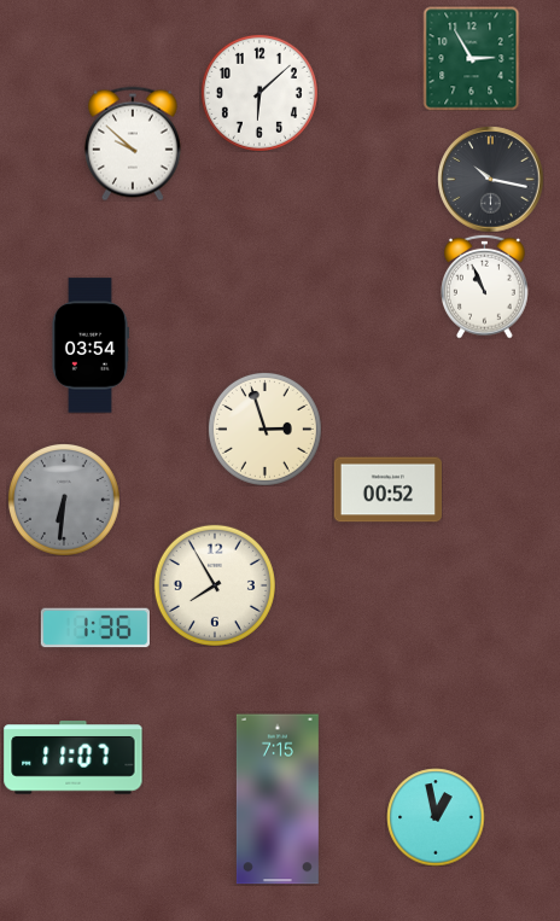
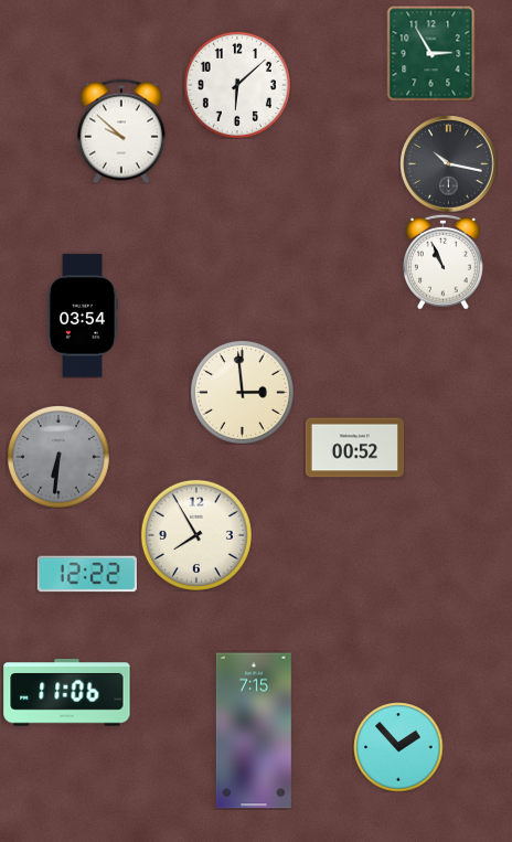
clock at (264, 429): 2:57 -> 2:59
clock at (94, 628): 1:36 -> 12:22
clock at (74, 758): 11:07 -> 11:06
clock at (436, 817): 12:58 -> 1:53
